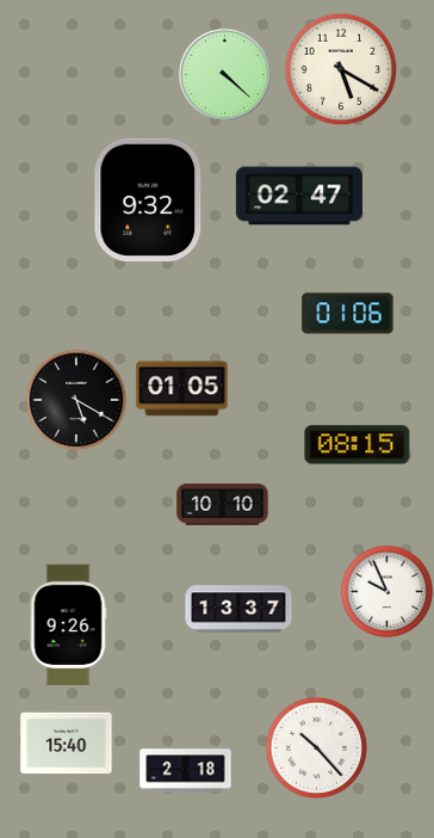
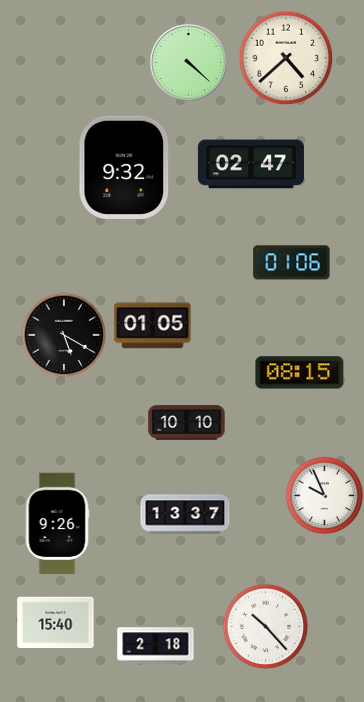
clock at (341, 69): 5:20 -> 4:38
clock at (238, 609) position: (238, 609) -> (185, 514)
